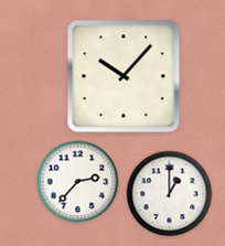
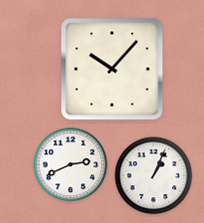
clock at (78, 182): 2:37 -> 2:41
clock at (170, 194): 1:00 -> 1:04
